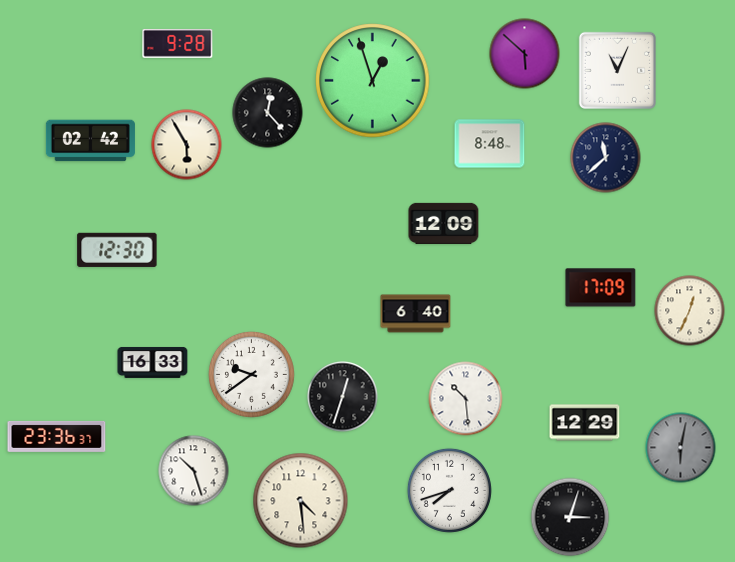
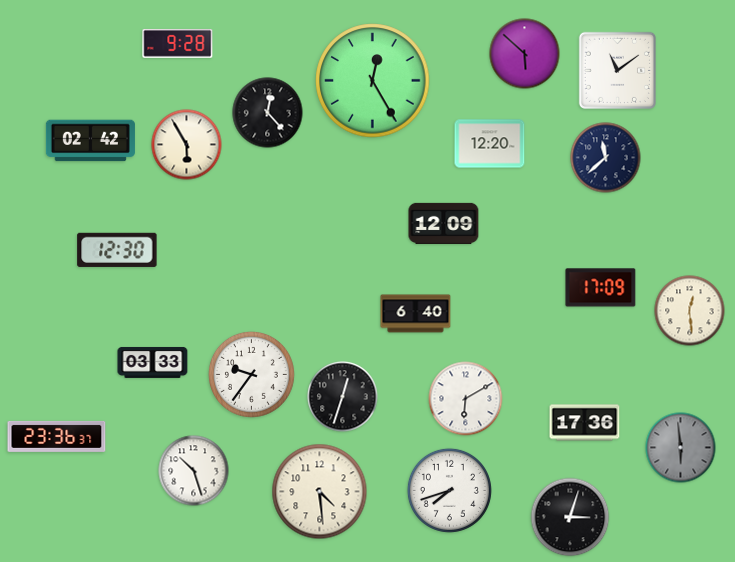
clock at (617, 70): 11:04 -> 11:09
clock at (373, 81): 12:57 -> 12:25
clock at (490, 144): 8:48 -> 12:20
clock at (690, 311): 12:34 -> 12:29
clock at (153, 362): 16:33 -> 03:33
clock at (251, 374): 9:39 -> 9:36
clock at (466, 399): 10:29 -> 6:10
clock at (585, 423): 12:29 -> 17:36
clock at (681, 448): 6:02 -> 5:59
clock at (301, 501) position: (301, 501) -> (320, 492)
